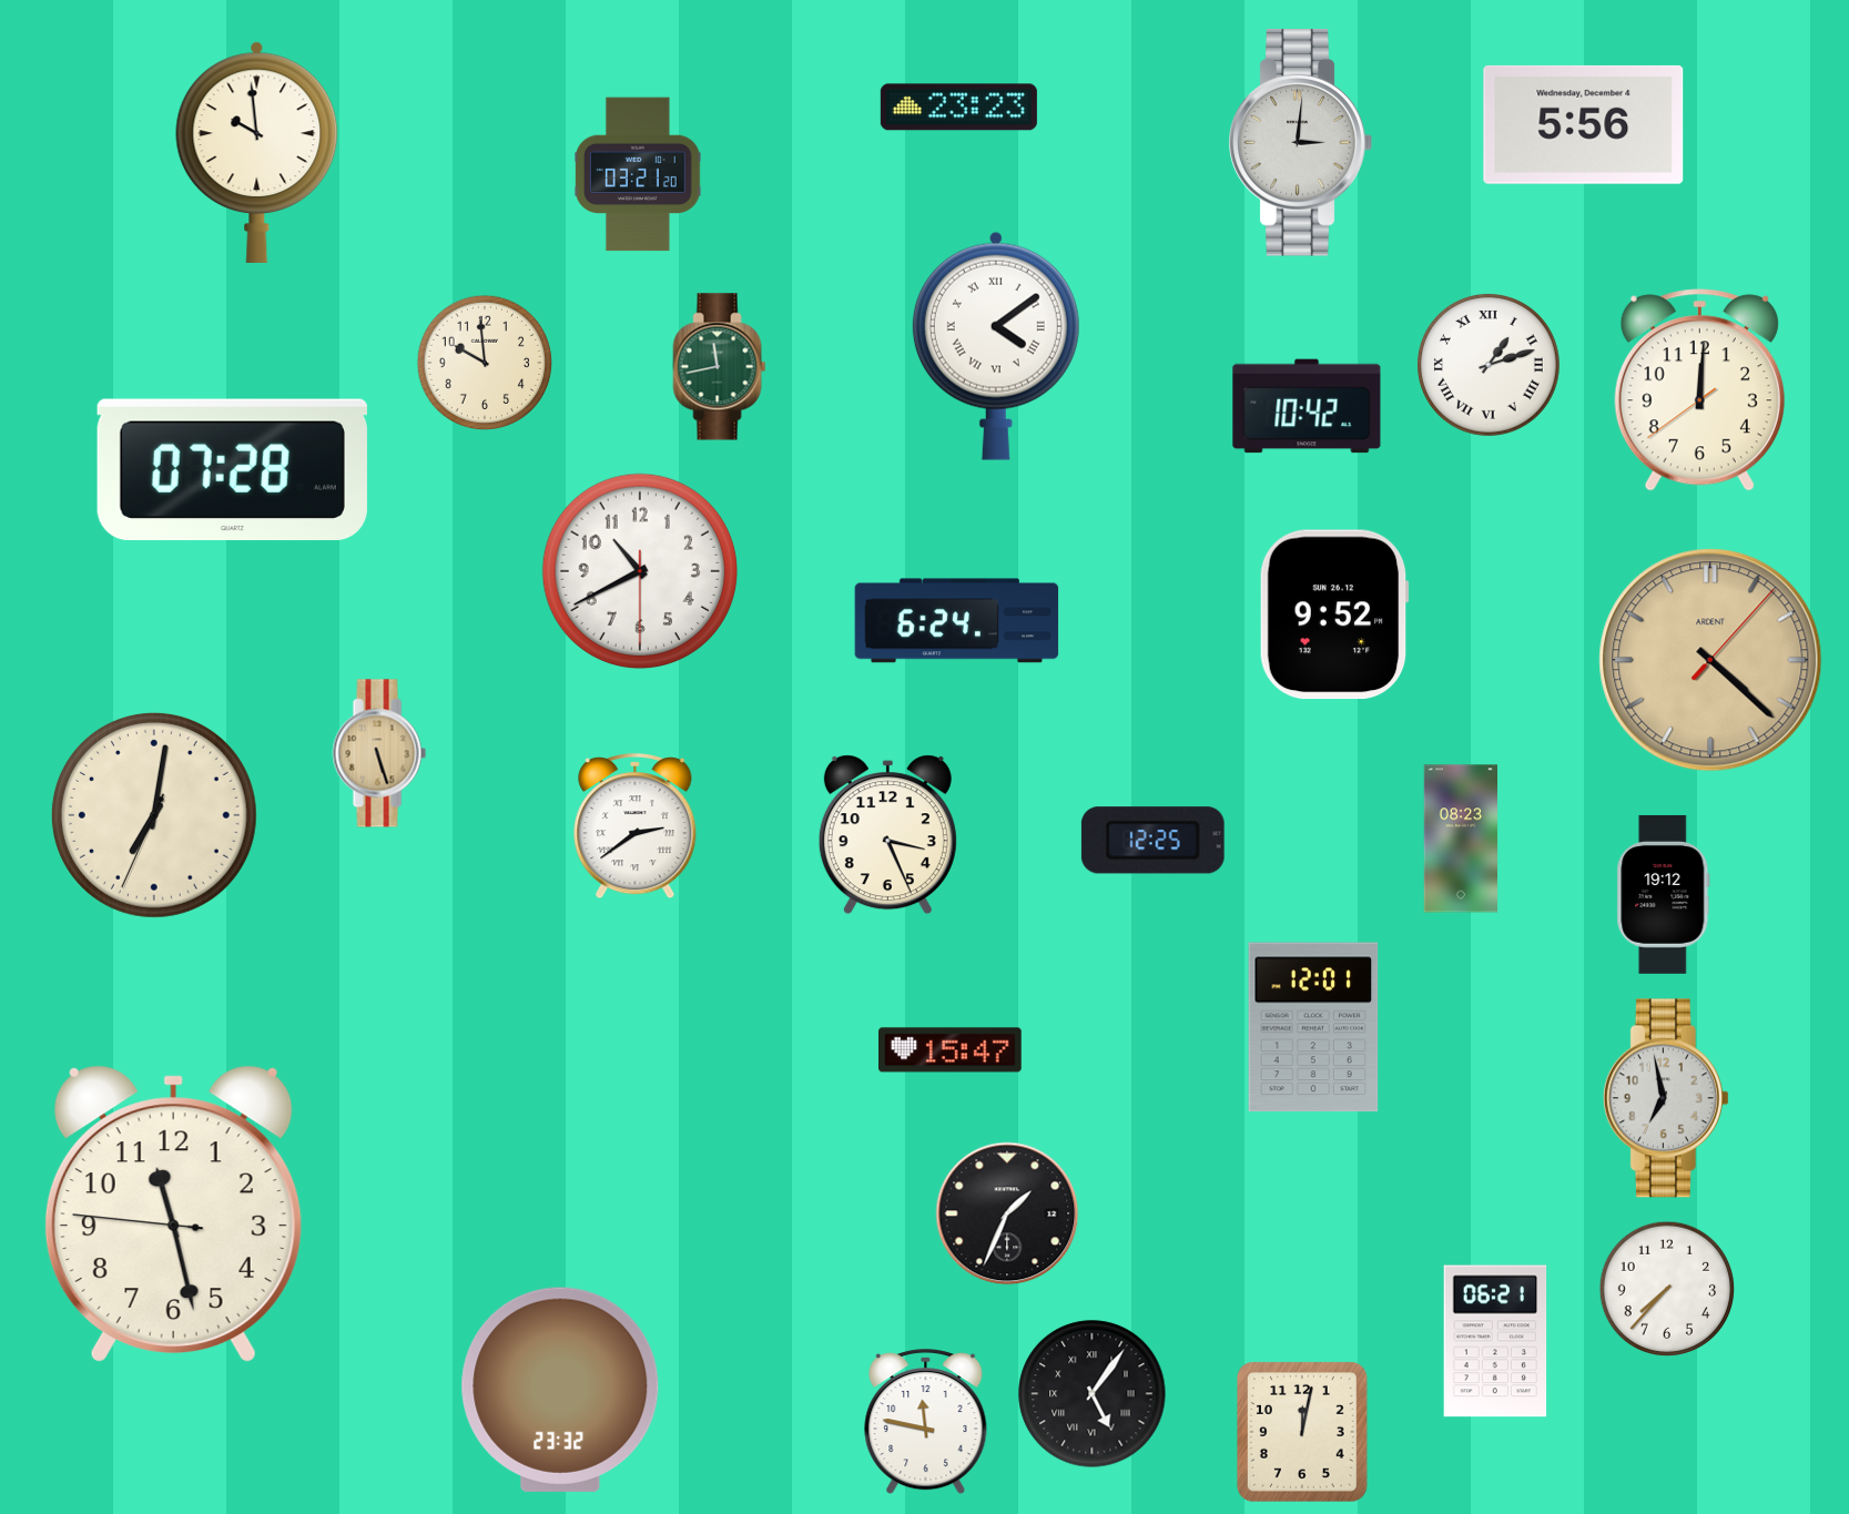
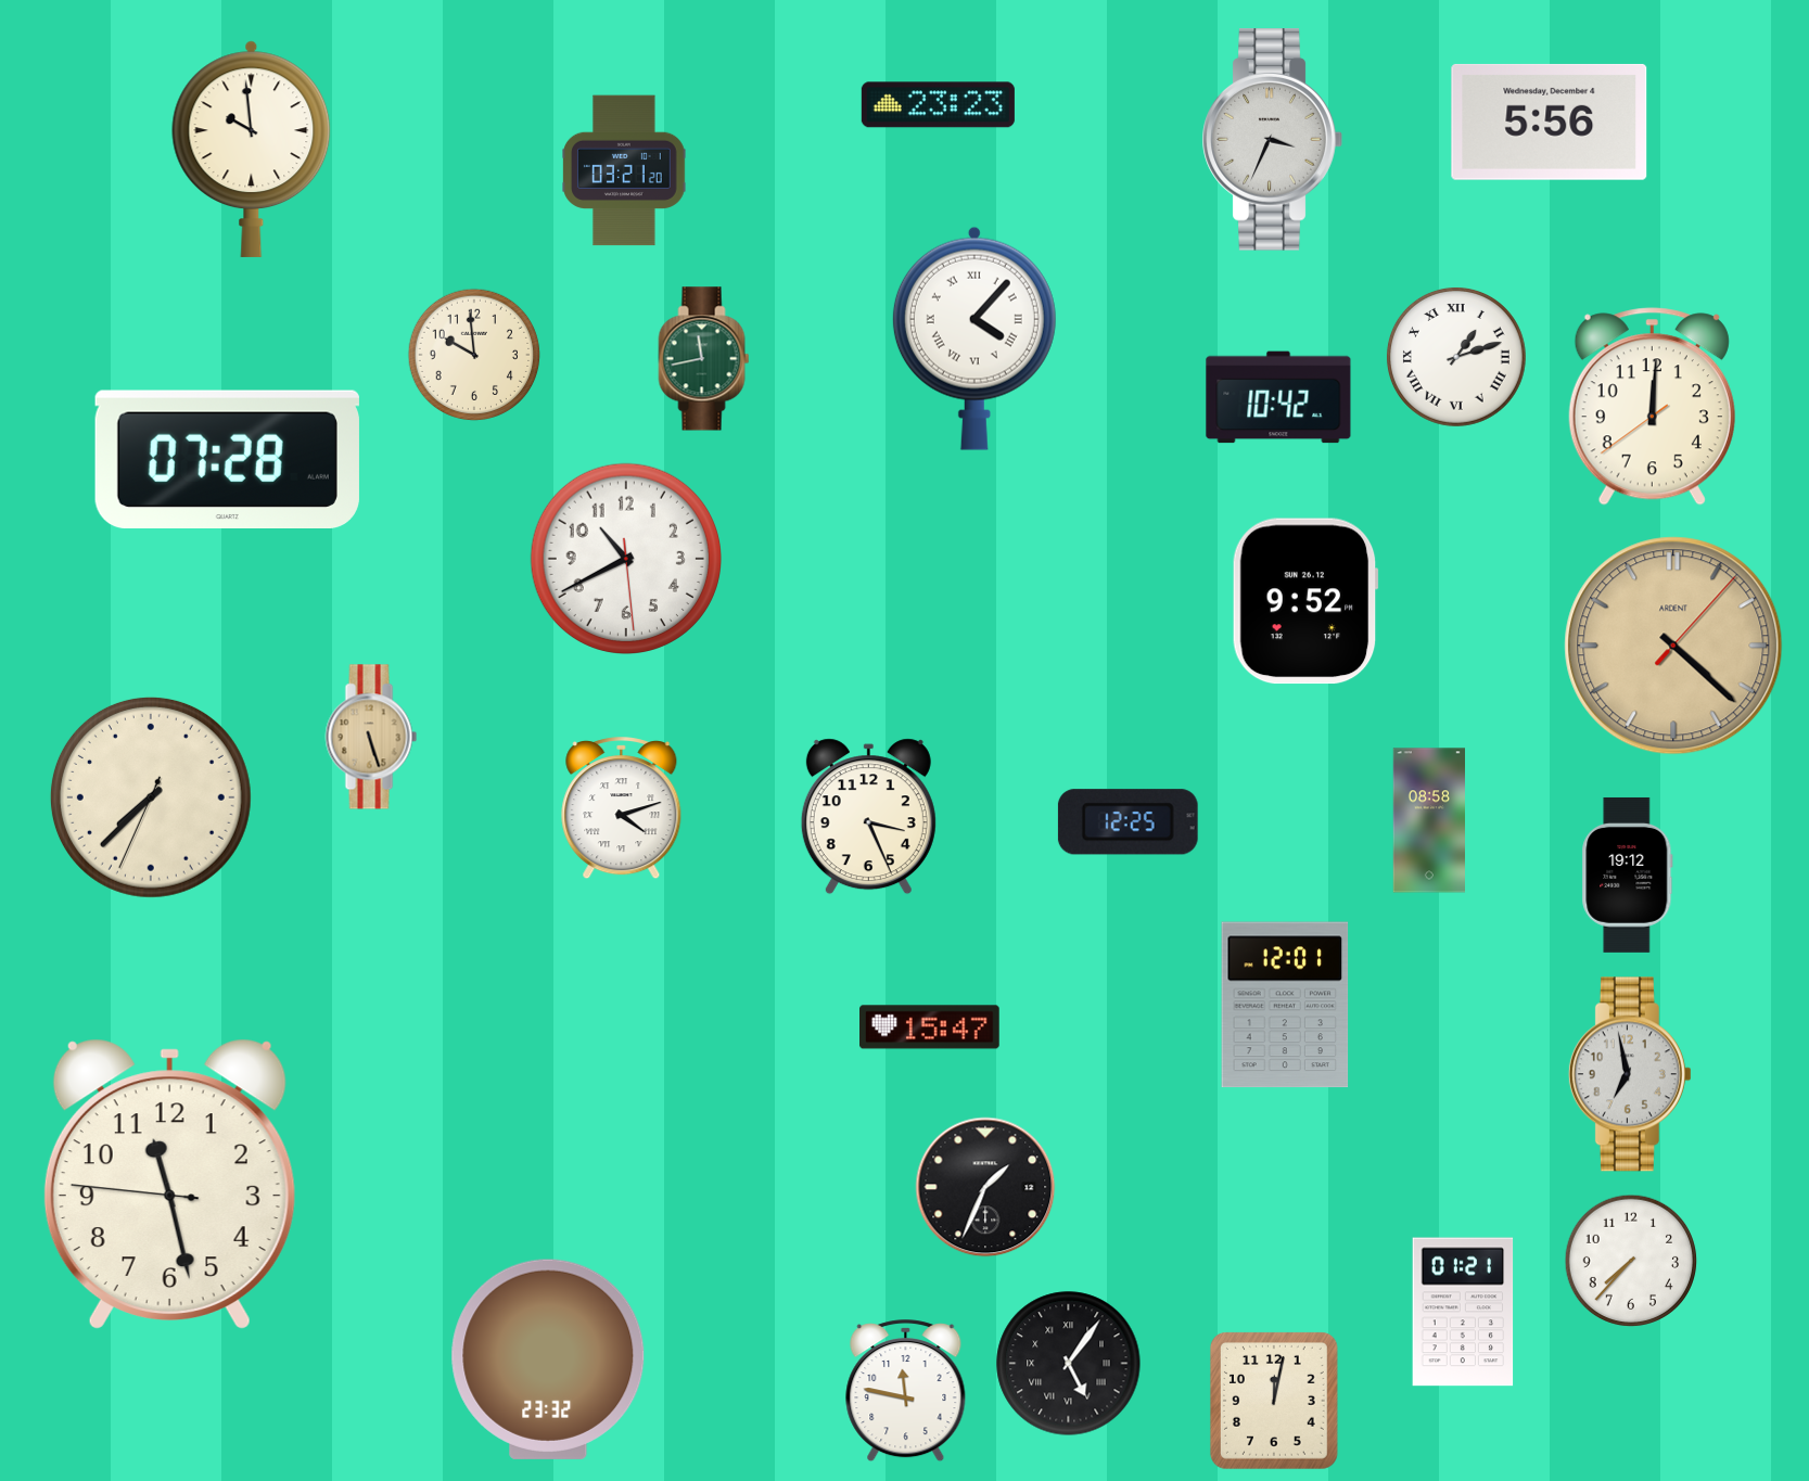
clock at (1300, 143): 3:01 -> 3:34
clock at (996, 346): 4:09 -> 4:07
clock at (1699, 390) position: (1699, 390) -> (1652, 407)
clock at (639, 570): 10:40:30 -> 10:40:29
clock at (957, 621): 6:24 -> none
clock at (154, 815): 7:01 -> 7:37
clock at (636, 826): 2:39 -> 4:12
clock at (1460, 839): 08:23 -> 08:58
clock at (173, 1213) position: (173, 1213) -> (169, 1184)
clock at (1495, 1341): 06:21 -> 01:21
